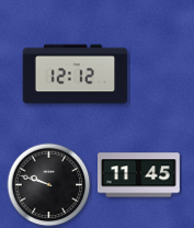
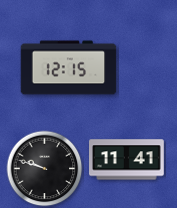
clock at (76, 75): 12:12 -> 12:15
clock at (139, 175): 11:45 -> 11:41
